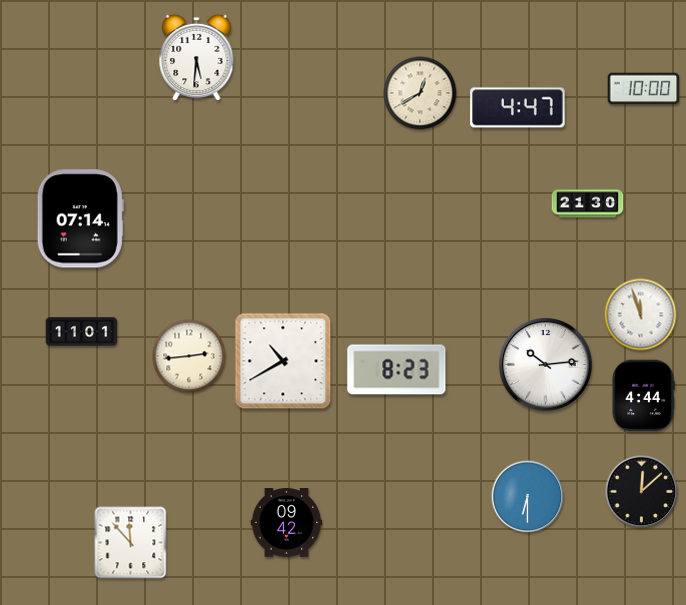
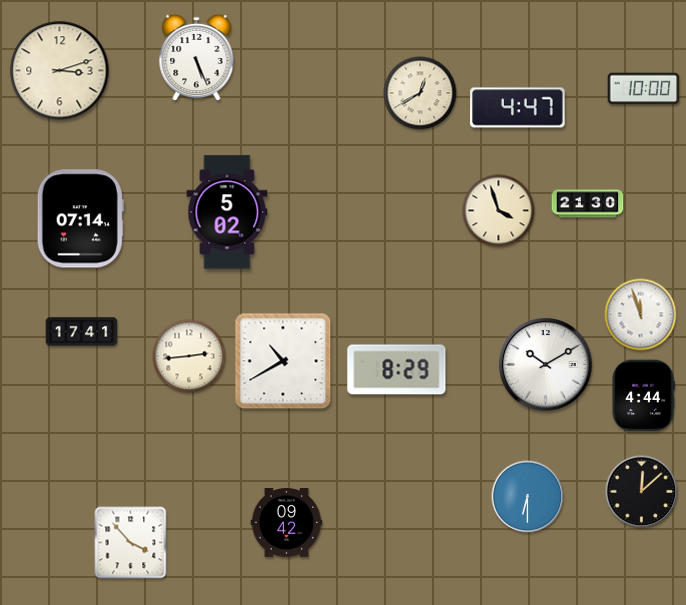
clock at (197, 58): 5:31 -> 5:26
clock at (60, 71): none -> 3:12
clock at (499, 211): none -> 3:57
clock at (227, 212): none -> 5:02
clock at (82, 332): 11:01 -> 17:41
clock at (546, 365): 10:14 -> 10:10
clock at (397, 370): 8:23 -> 8:29
clock at (131, 543): 11:53 -> 3:53
